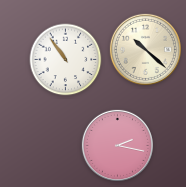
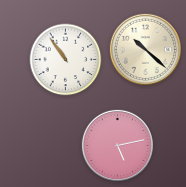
clock at (117, 145): 2:17 -> 5:13
